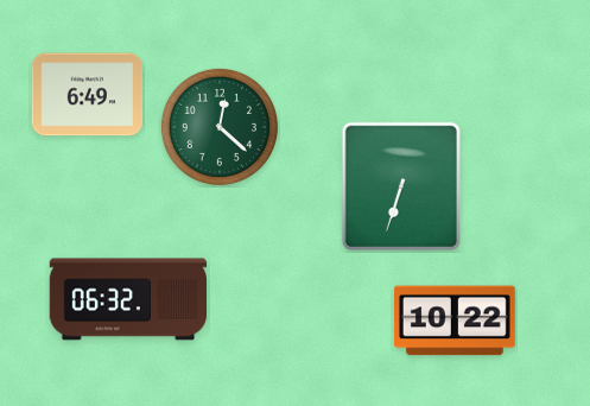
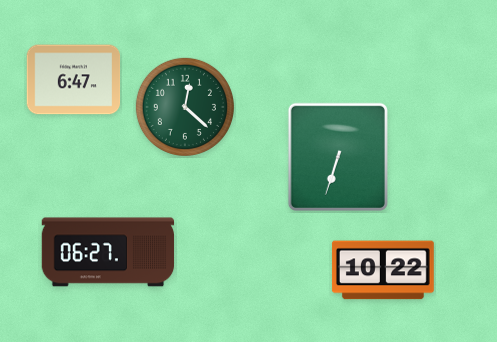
clock at (88, 95): 6:49 -> 6:47
clock at (128, 299): 06:32 -> 06:27
